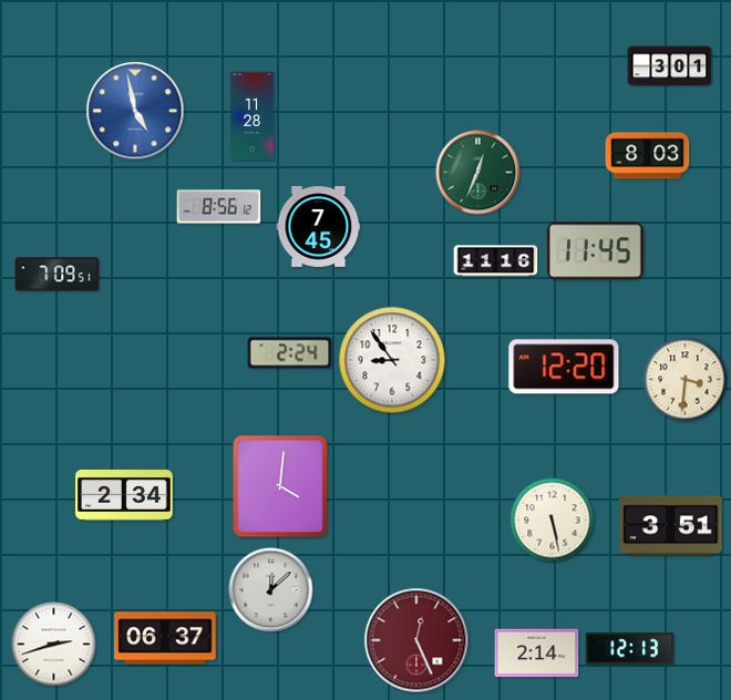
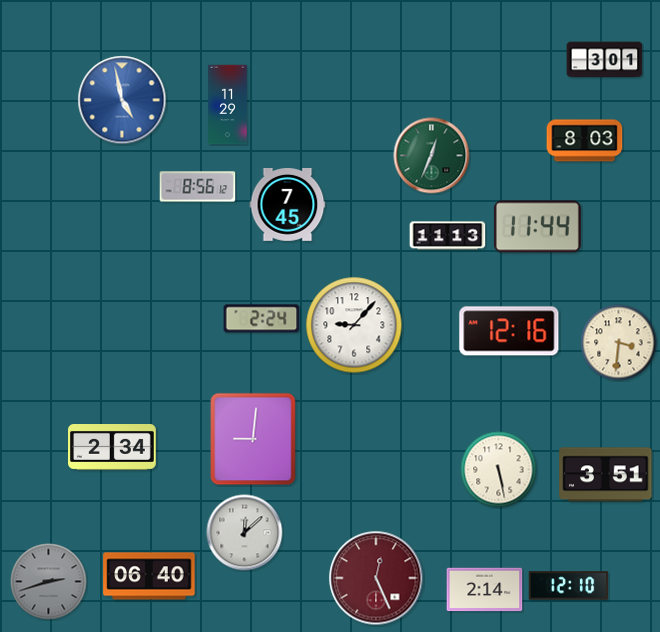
clock at (253, 116): 11:28 -> 11:29
clock at (595, 251): 11:45 -> 11:44
clock at (496, 261): 11:16 -> 11:13
clock at (58, 275): 7:09 -> none
clock at (392, 360): 8:54 -> 9:07
clock at (564, 367): 12:20 -> 12:16
clock at (280, 486): 4:01 -> 9:01
clock at (165, 638): 06:37 -> 06:40
clock at (54, 645) dial: white -> grey
clock at (630, 649): 12:13 -> 12:10
